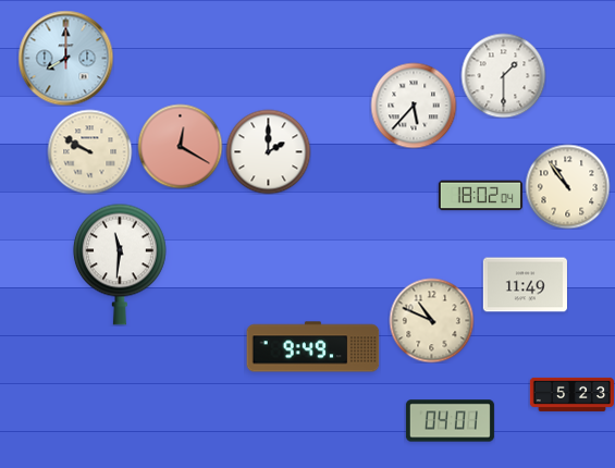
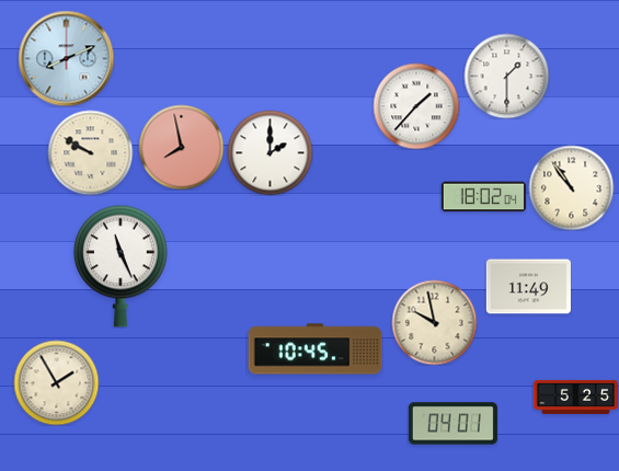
clock at (65, 58): 8:00 -> 8:11
clock at (414, 106): 5:37 -> 1:37
clock at (180, 146): 12:20 -> 7:58
clock at (120, 264): 11:31 -> 11:26
clock at (431, 320): 10:49 -> 9:58
clock at (313, 347): 9:49 -> 10:45
clock at (56, 382): none -> 1:55
clock at (571, 394): 5:23 -> 5:25
